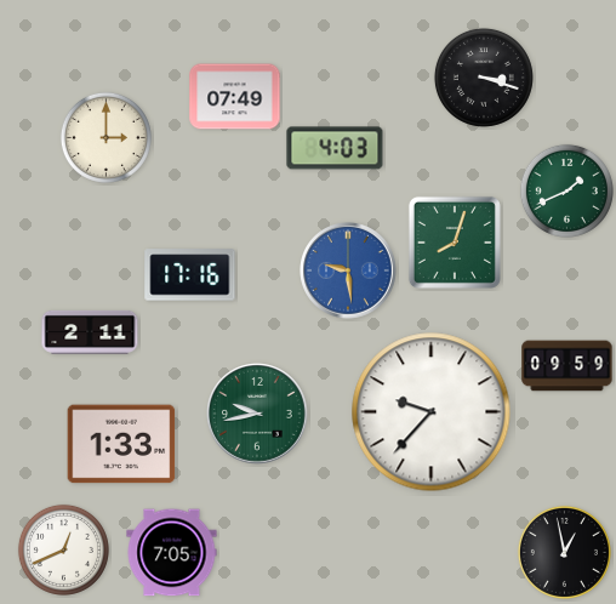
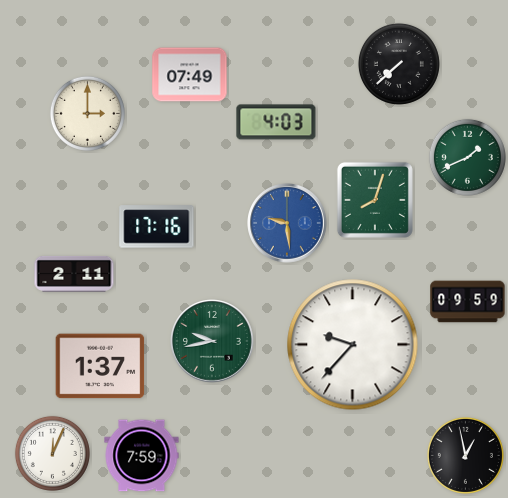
clock at (484, 78): 3:18 -> 7:38
clock at (235, 97) position: (235, 97) -> (190, 75)
clock at (432, 412) position: (432, 412) -> (353, 345)
clock at (121, 444): 1:33 -> 1:37
clock at (63, 549): 12:41 -> 12:04
clock at (172, 553): 7:05 -> 7:59
